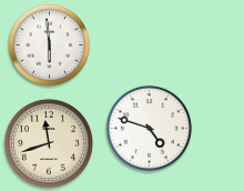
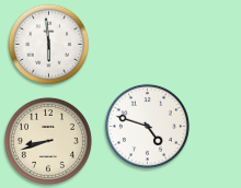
clock at (49, 143): 11:42 -> 8:42
